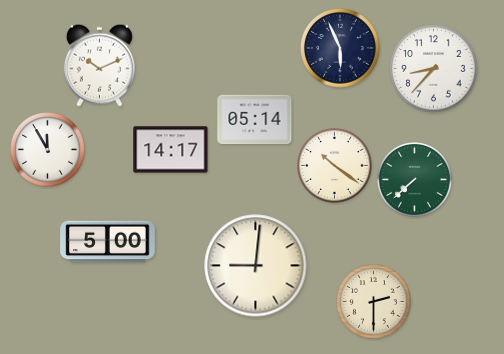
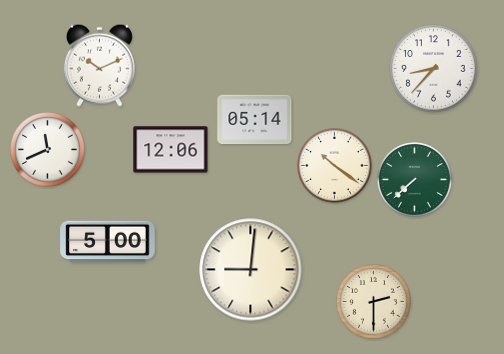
clock at (340, 48): 5:56 -> none
clock at (48, 150): 11:55 -> 11:41
clock at (171, 150): 14:17 -> 12:06
clock at (256, 266) position: (256, 266) -> (251, 270)
